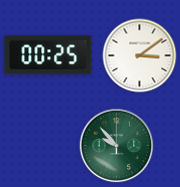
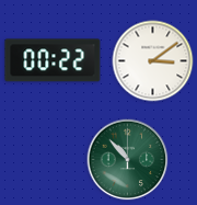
clock at (48, 55): 00:25 -> 00:22
clock at (117, 146): 9:53 -> 10:53
